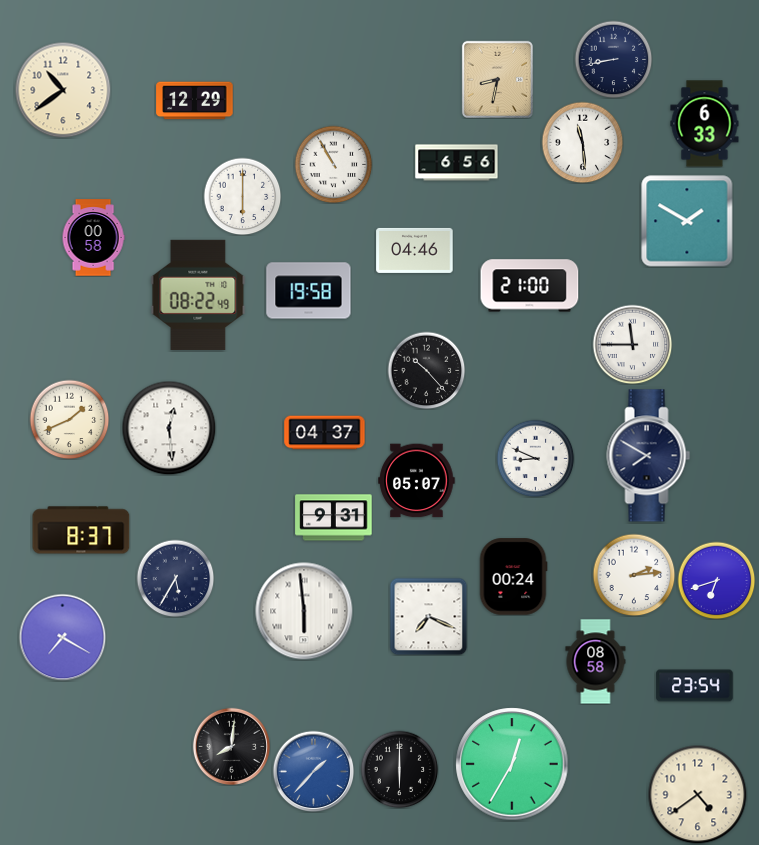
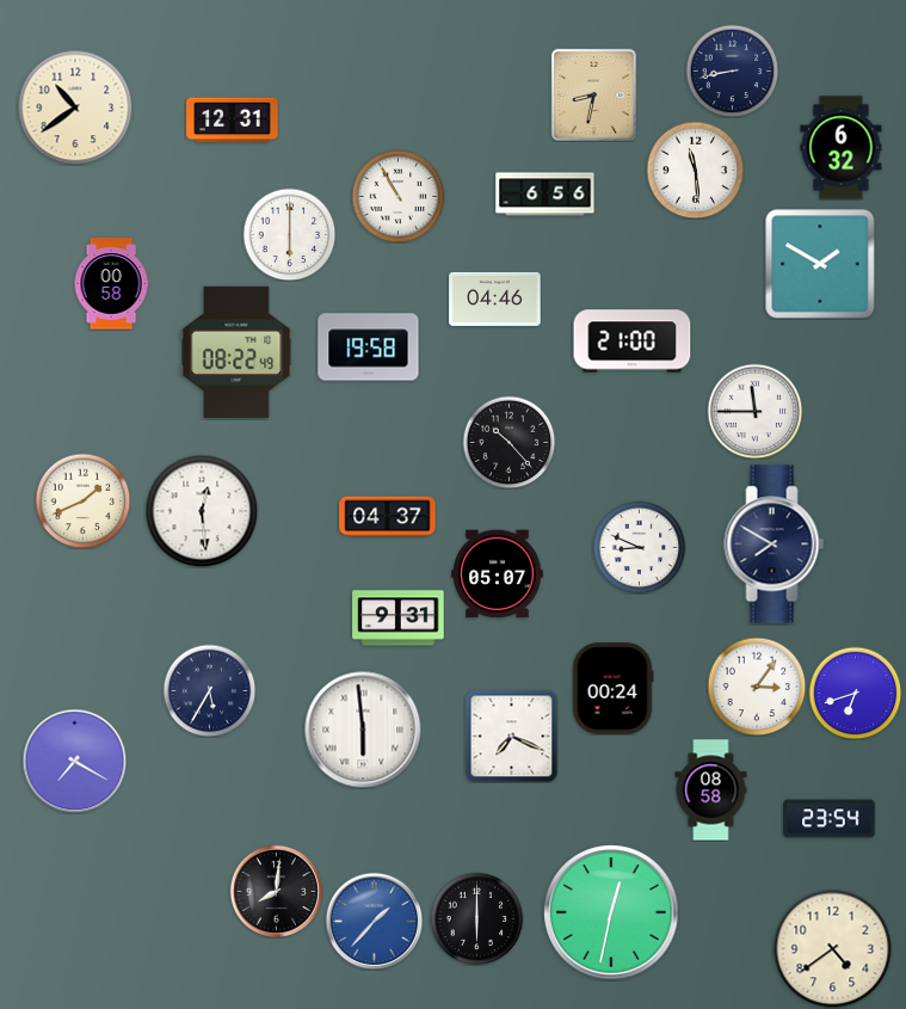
clock at (195, 101): 12:29 -> 12:31
clock at (705, 124): 6:33 -> 6:32
clock at (81, 530): 8:37 -> none
clock at (634, 575): 2:14 -> 3:06
clock at (512, 764): 12:35 -> 12:32
